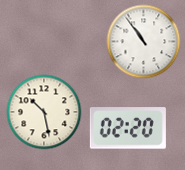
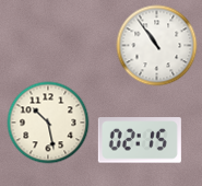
clock at (128, 128): 02:20 -> 02:15
